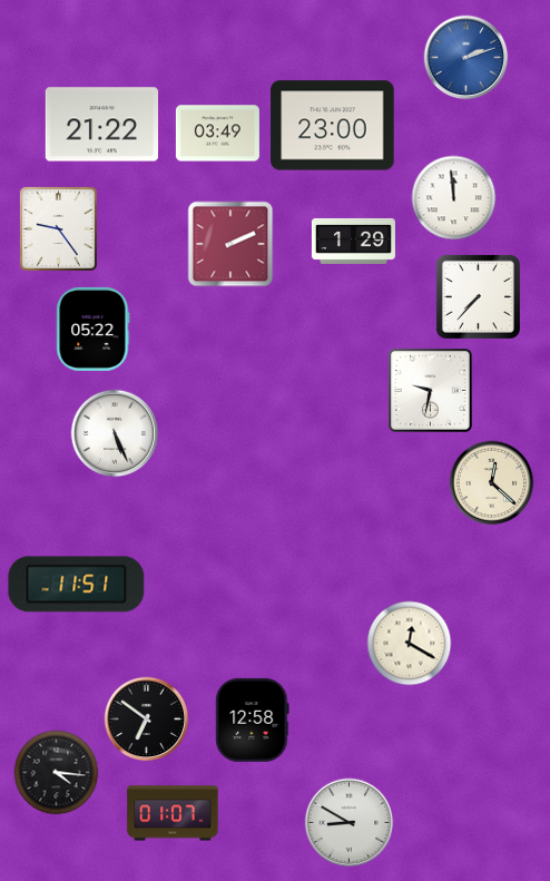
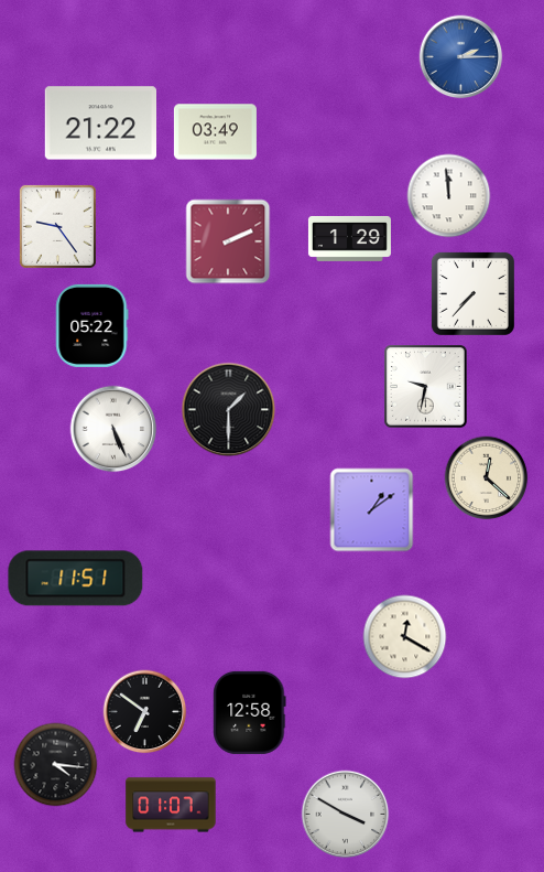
clock at (466, 58): 2:12 -> 2:15
clock at (333, 126): 23:00 -> none
clock at (229, 410): none -> 1:30
clock at (372, 510): none -> 1:09
clock at (350, 823): 8:50 -> 3:50
